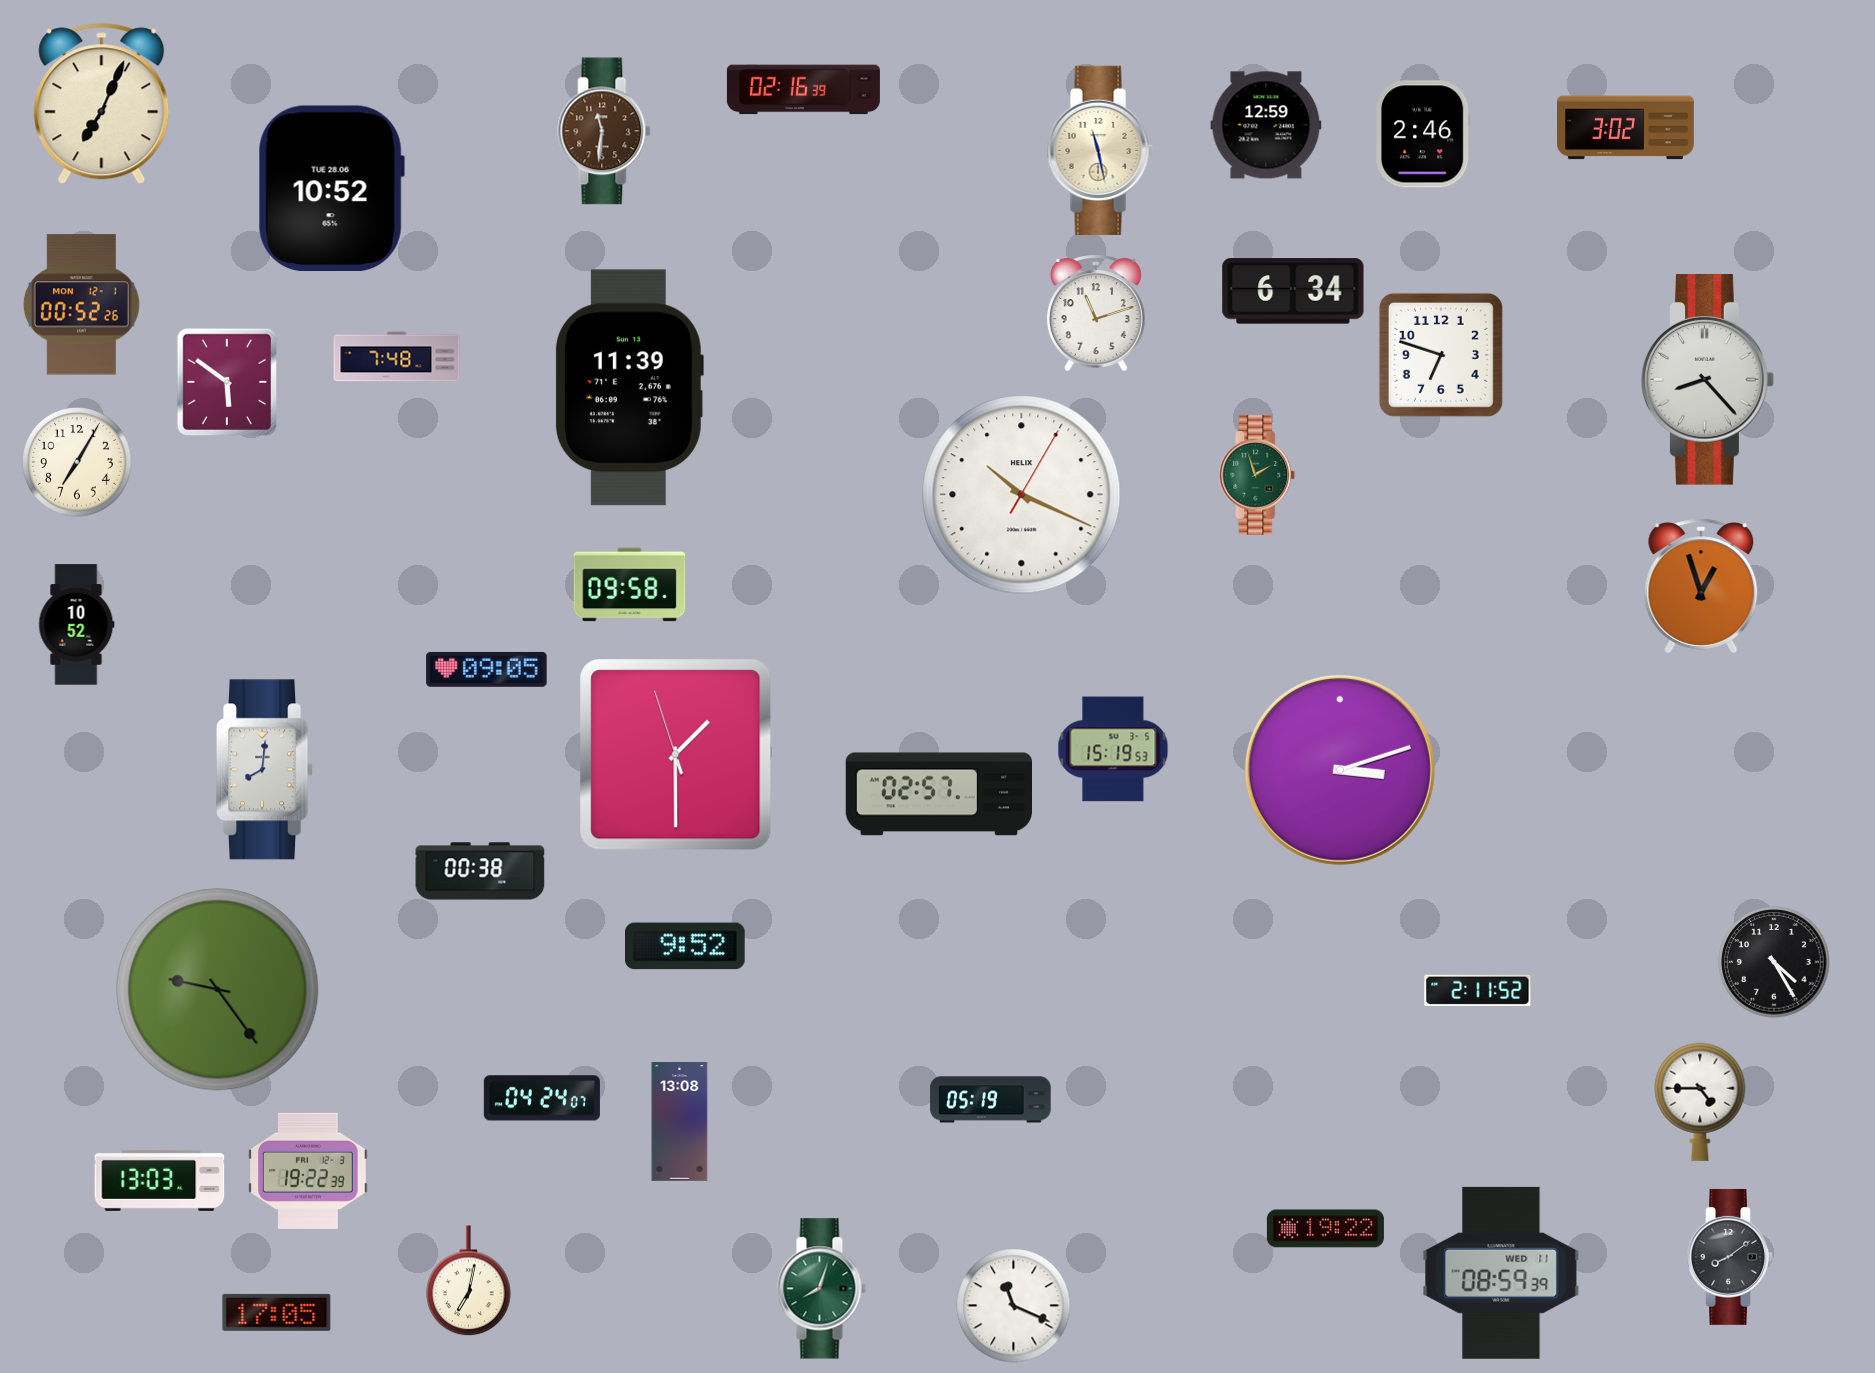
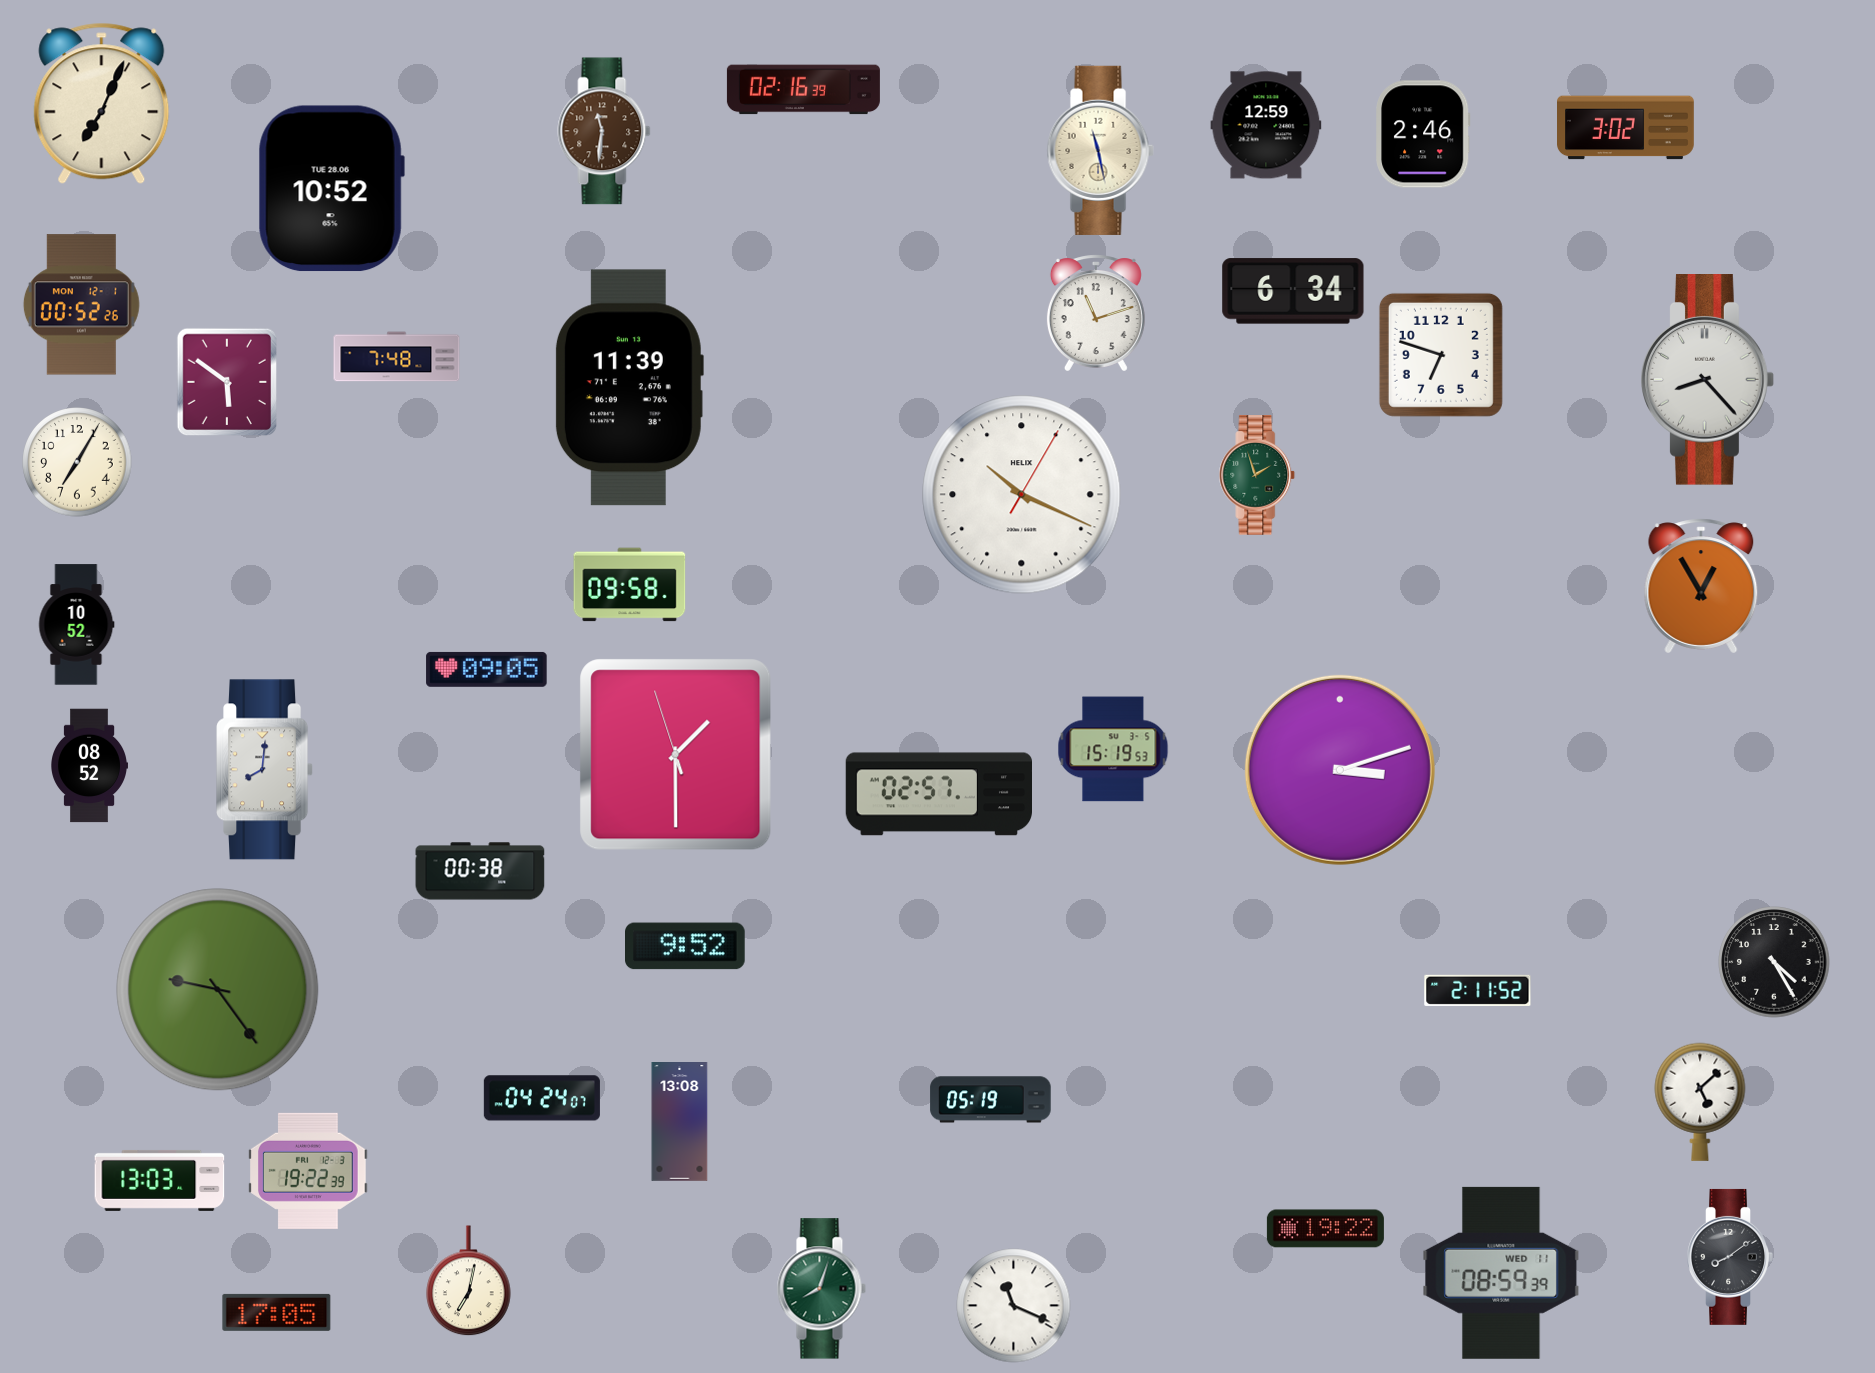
clock at (1701, 586): 12:57 -> 12:55
clock at (89, 766): none -> 08:52
clock at (1700, 1102): 4:45 -> 5:08
